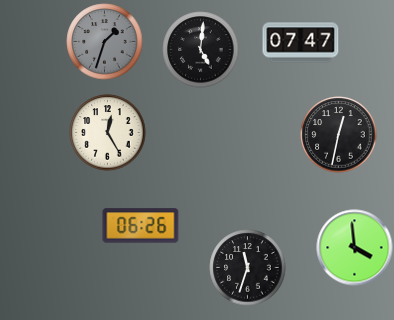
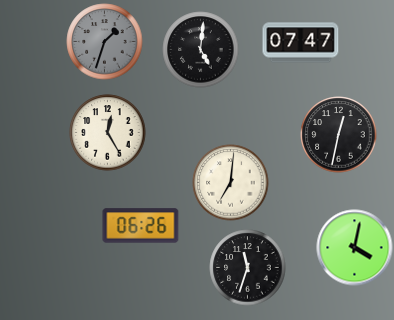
clock at (231, 183): none -> 7:01
clock at (355, 248): 3:59 -> 4:02
